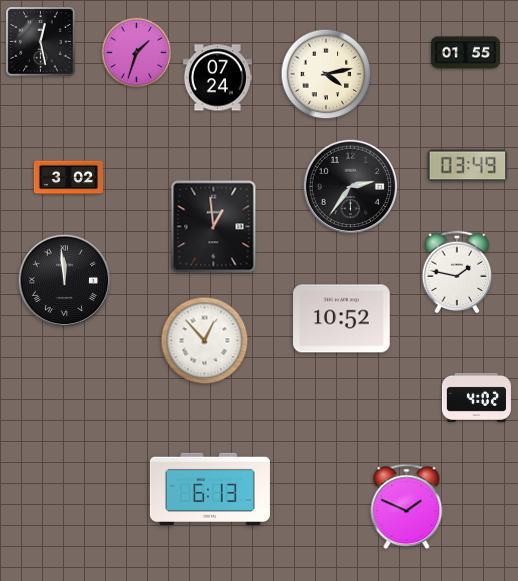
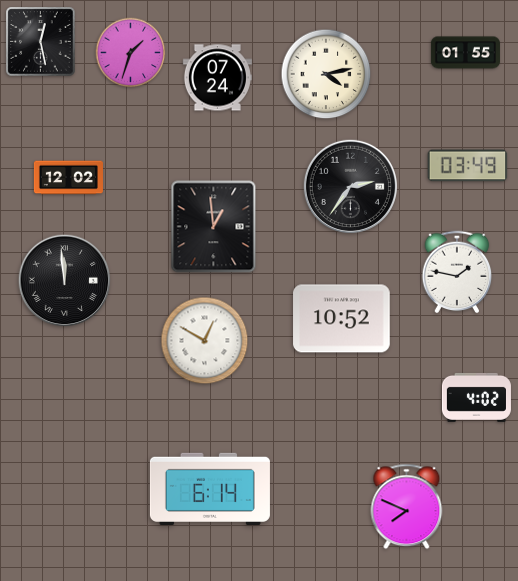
clock at (137, 53) position: (137, 53) -> (131, 53)
clock at (68, 178): 3:02 -> 12:02
clock at (205, 341): 12:53 -> 12:50
clock at (210, 488): 6:13 -> 6:14
clock at (407, 507): 1:49 -> 7:49
